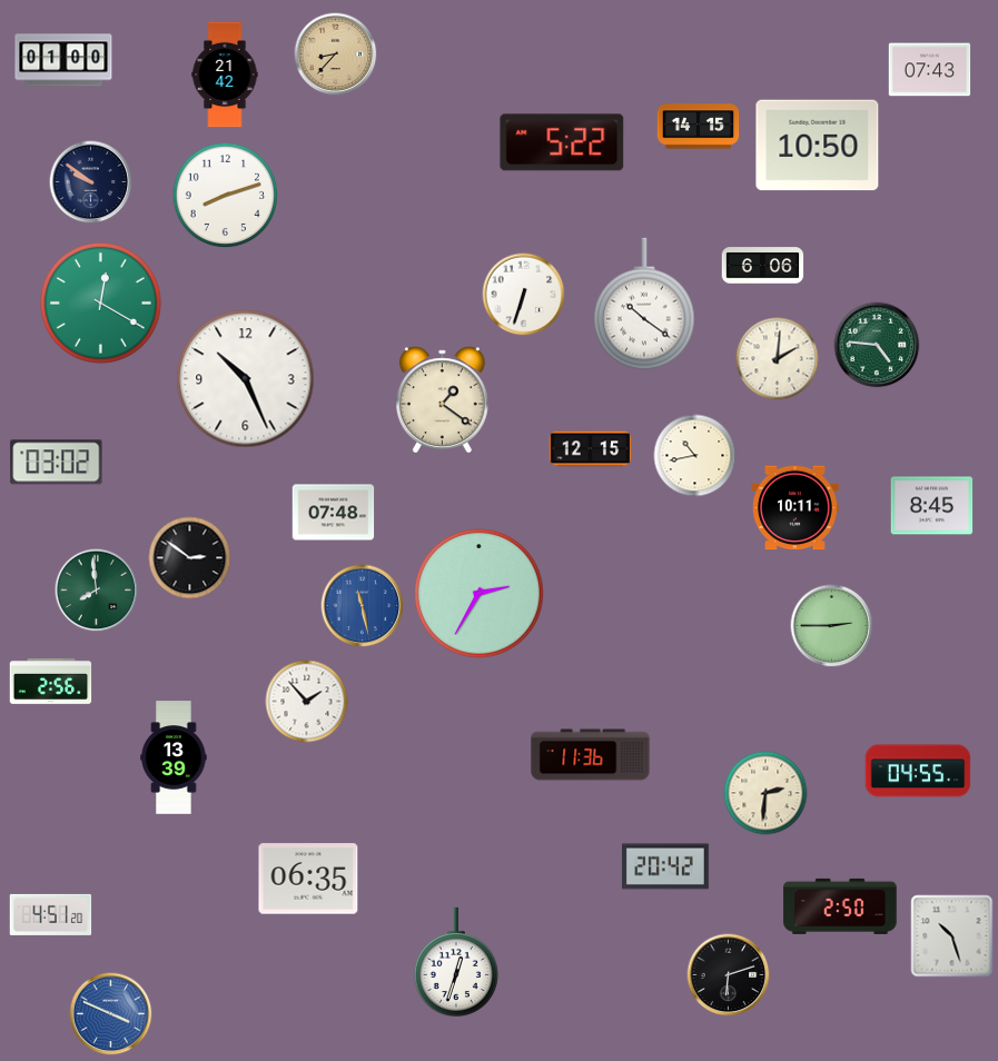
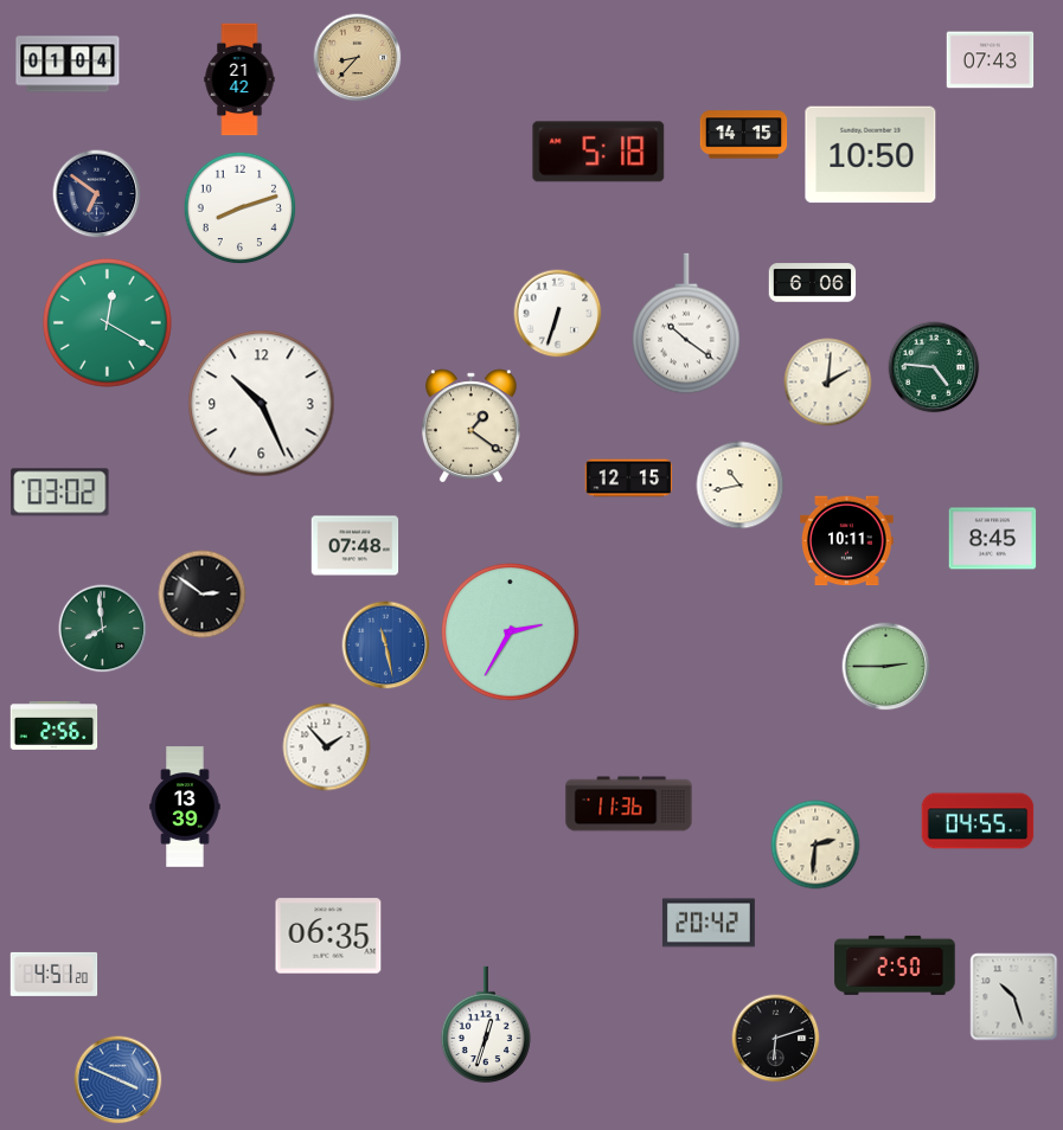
clock at (63, 60): 01:00 -> 01:04
clock at (930, 70) position: (930, 70) -> (991, 60)
clock at (562, 142): 5:22 -> 5:18
clock at (91, 182): 9:51 -> 6:51
